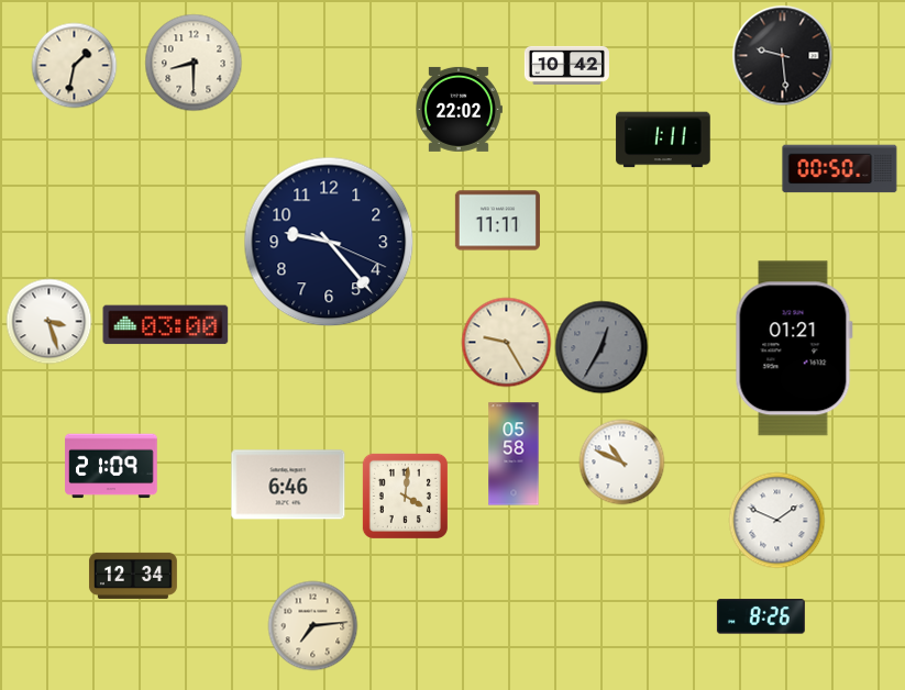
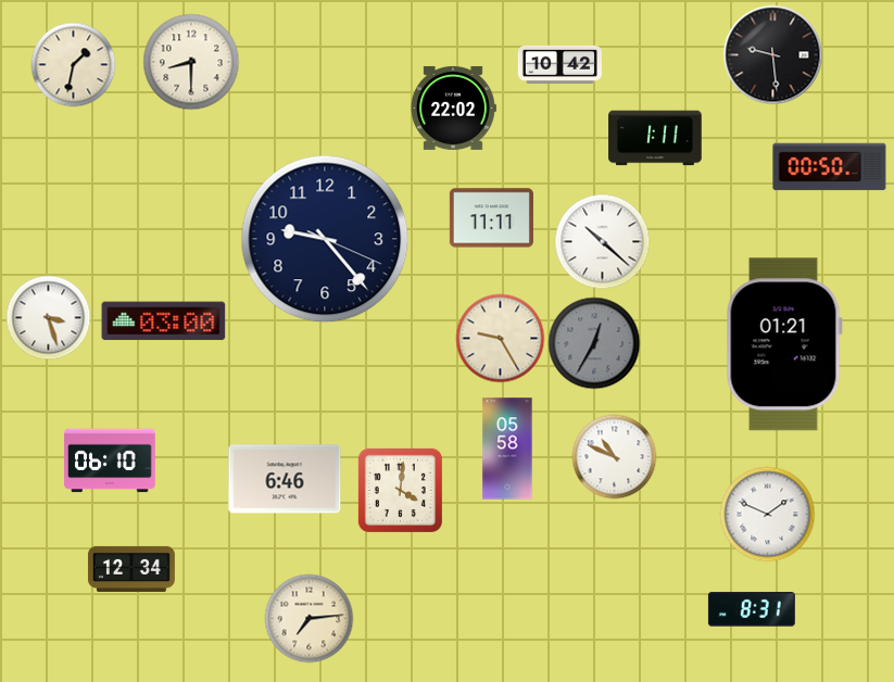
clock at (602, 241): none -> 10:22
clock at (111, 466): 21:09 -> 06:10
clock at (761, 616): 8:26 -> 8:31
